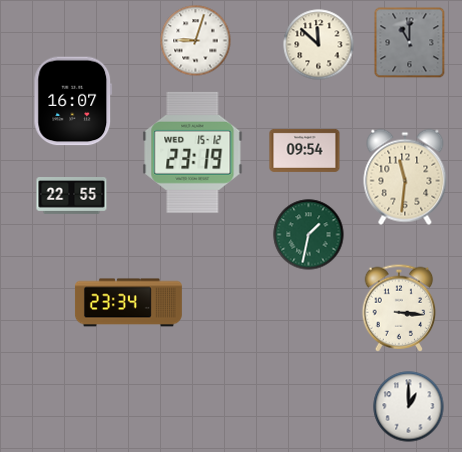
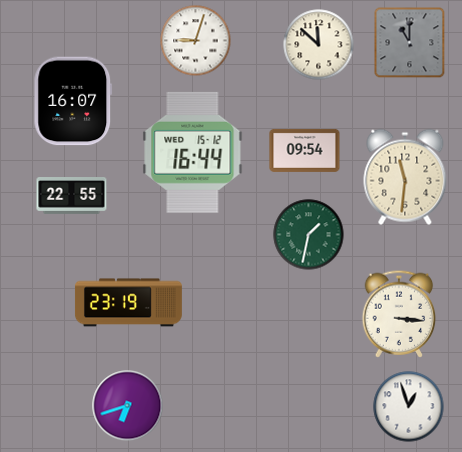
clock at (193, 152): 23:19 -> 16:44
clock at (128, 303): 23:34 -> 23:19
clock at (399, 308) position: (399, 308) -> (399, 314)
clock at (128, 406): none -> 6:42
clock at (409, 407): 1:00 -> 12:57
